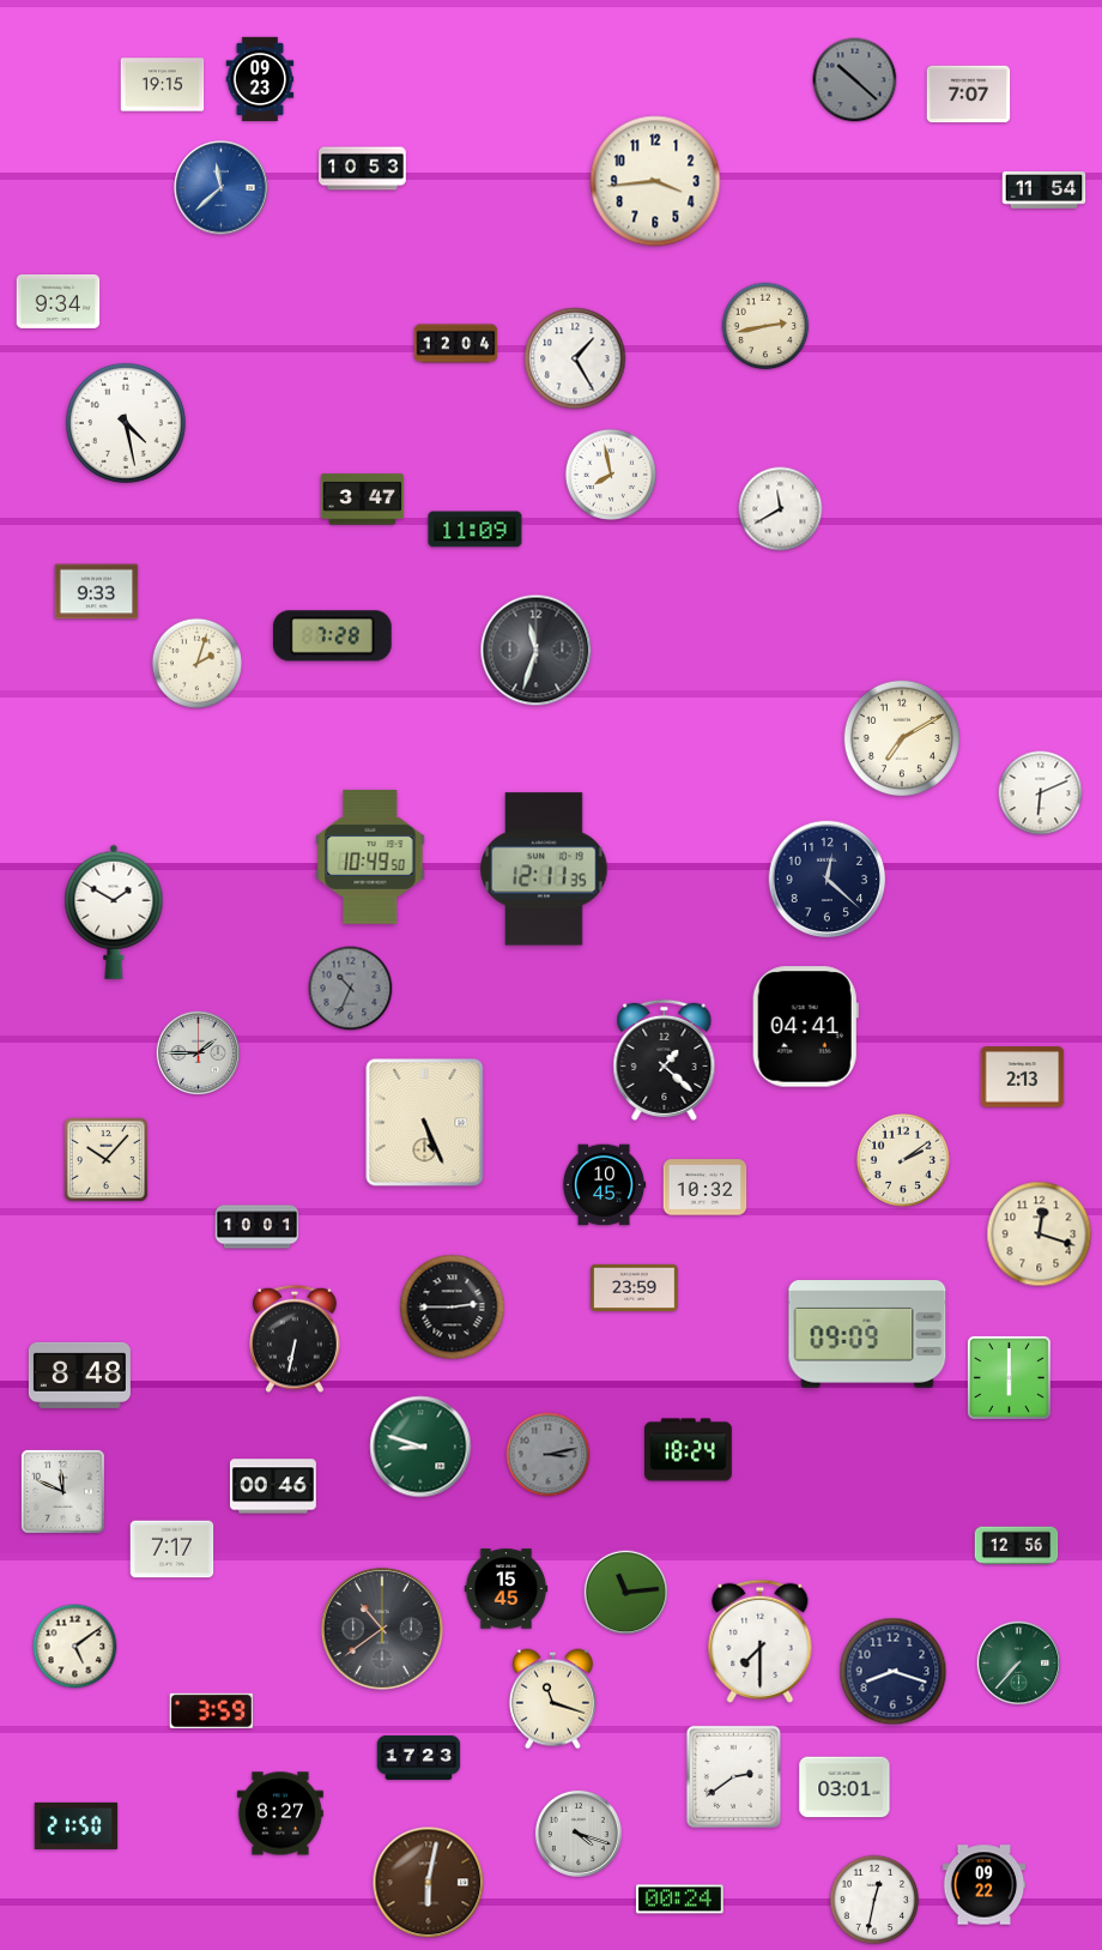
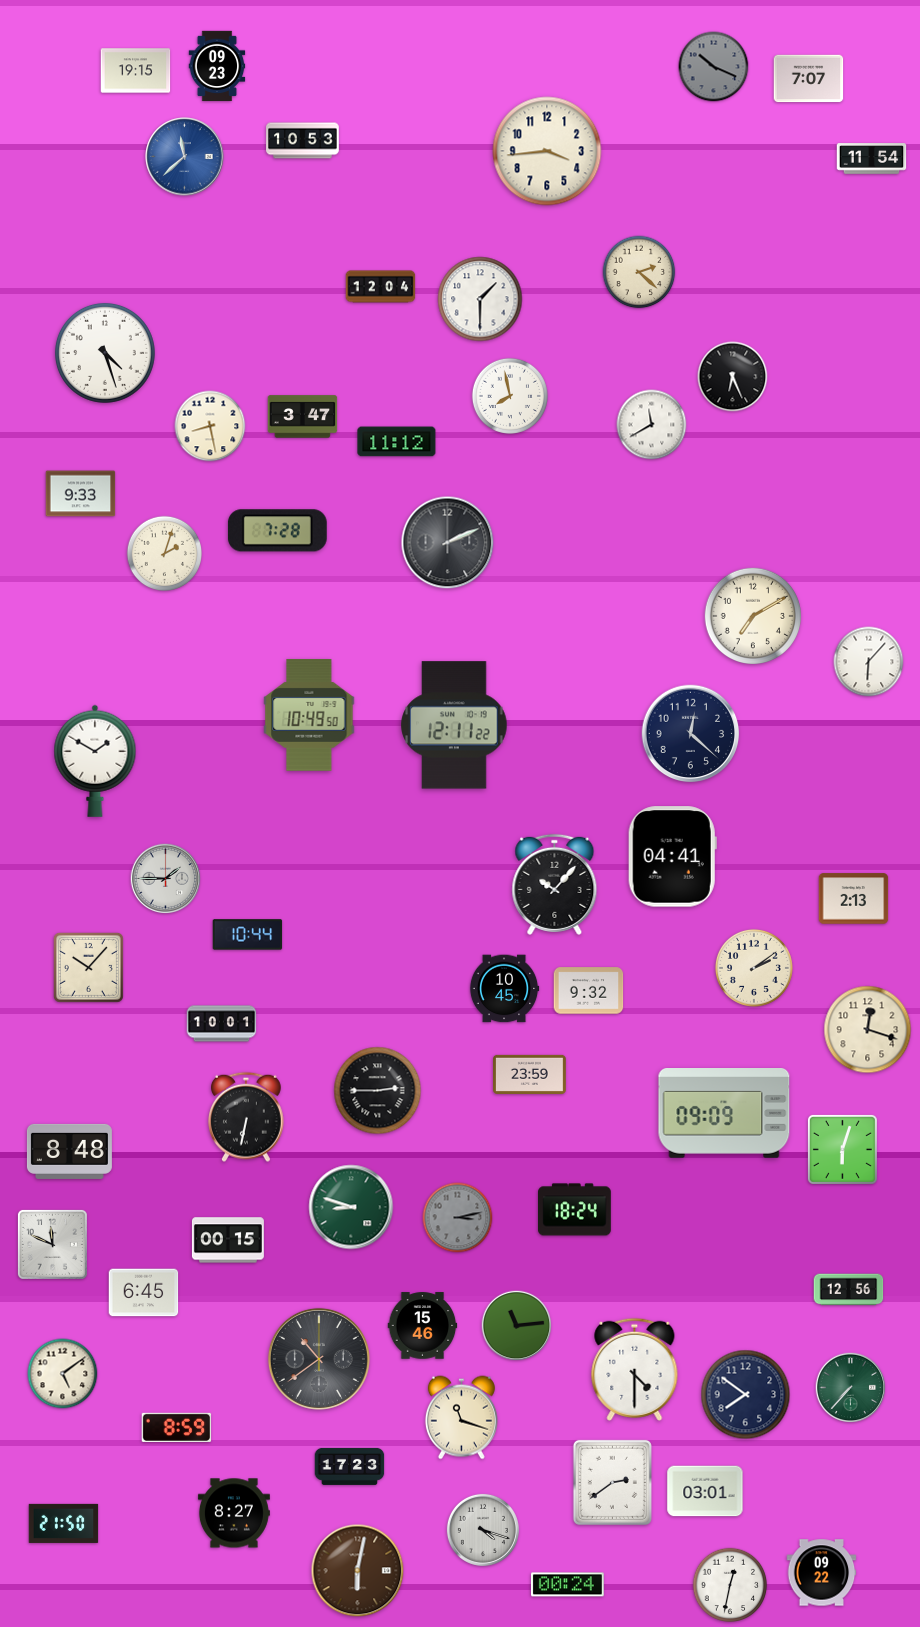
clock at (855, 80): 10:22 -> 10:19
clock at (59, 301): 9:34 -> none
clock at (765, 326): 2:43 -> 2:22
clock at (575, 358): 1:25 -> 1:30
clock at (126, 423): 4:28 -> 4:27
clock at (733, 377): none -> 6:26
clock at (210, 426): none -> 8:28
clock at (476, 530): 11:09 -> 11:12
clock at (537, 651): 11:33 -> 2:11
clock at (1041, 793): 6:11 -> 6:07
clock at (544, 869): 12:11:35 -> 12:11:22
clock at (351, 989): 10:34 -> none
clock at (665, 1059): 1:22 -> 10:07
clock at (248, 935): none -> 10:44
clock at (425, 1123): 5:26 -> none
clock at (706, 1188): 10:32 -> 9:32
clock at (258, 1227) position: (258, 1227) -> (222, 1024)
clock at (79, 1375) position: (79, 1375) -> (69, 1151)
clock at (1009, 1377): 6:00 -> 6:03
clock at (549, 1455) position: (549, 1455) -> (458, 1218)
clock at (273, 1486): 00:46 -> 00:15
clock at (172, 1550): 7:17 -> 6:45
clock at (507, 1589): 15:45 -> 15:46
clock at (626, 1593) position: (626, 1593) -> (517, 1326)
clock at (761, 1641): 7:30 -> 4:30
clock at (894, 1672): 8:18 -> 7:51
clock at (212, 1710): 3:59 -> 8:59
